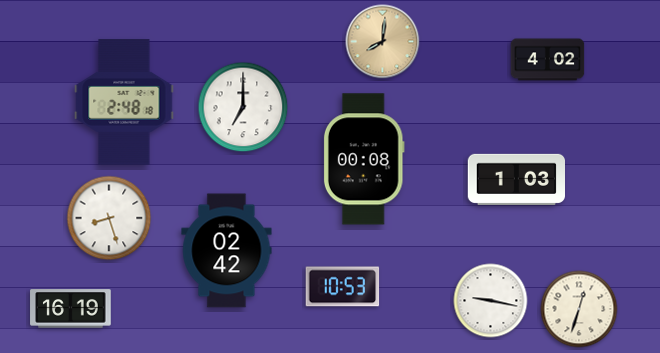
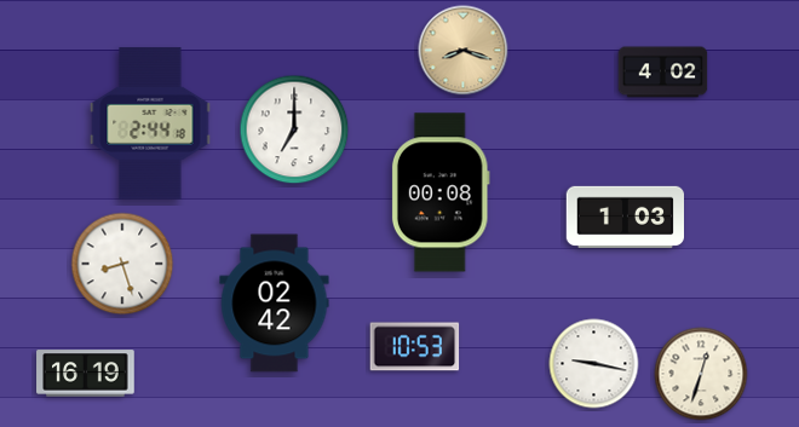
clock at (383, 42): 8:01 -> 8:18
clock at (124, 102): 2:48 -> 2:44
clock at (109, 218) position: (109, 218) -> (122, 264)
